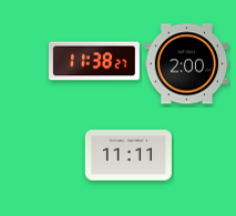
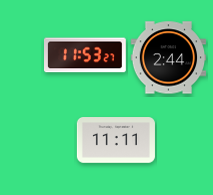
clock at (95, 61): 11:38 -> 11:53
clock at (187, 64): 2:00 -> 2:44
